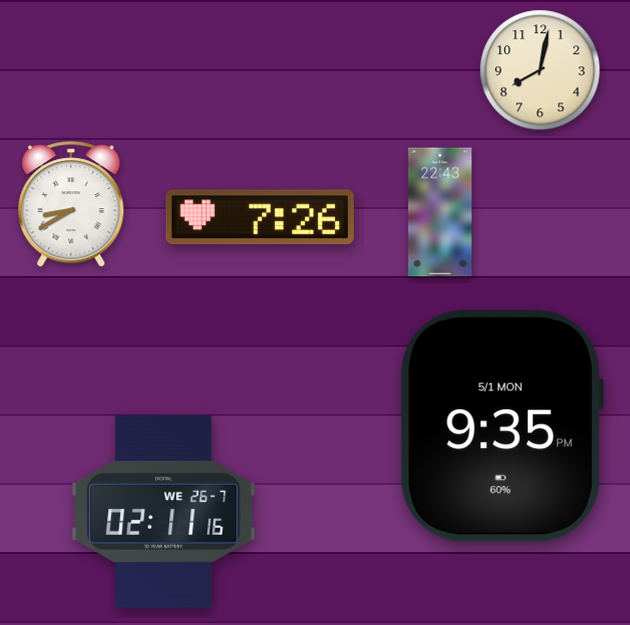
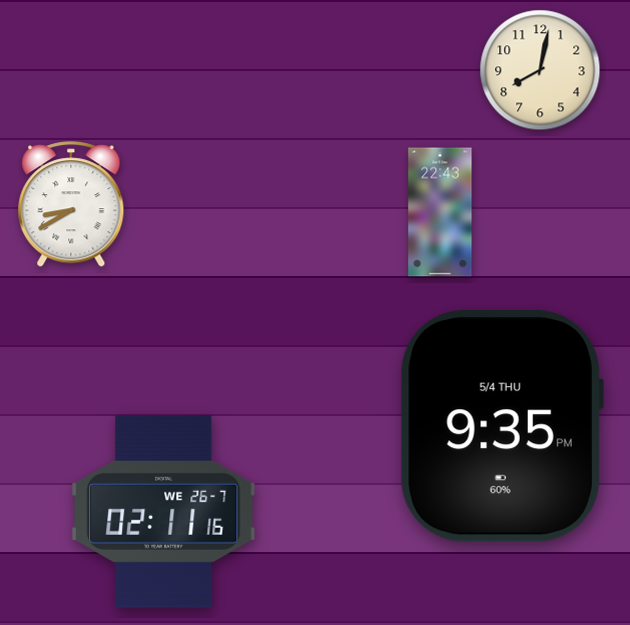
clock at (260, 217): 7:26 -> none
clock at (502, 427) date: 5/1 MON -> 5/4 THU
